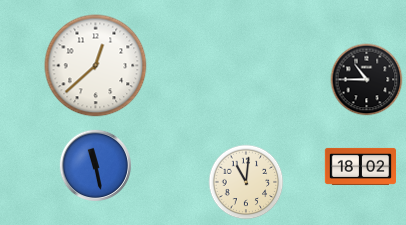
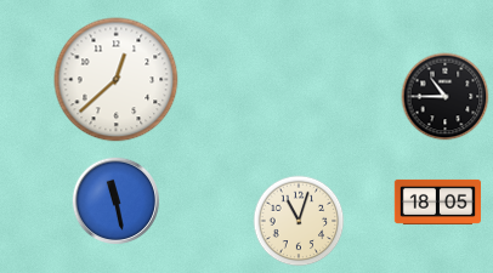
clock at (360, 166): 18:02 -> 18:05
clock at (246, 182): 11:01 -> 11:03
